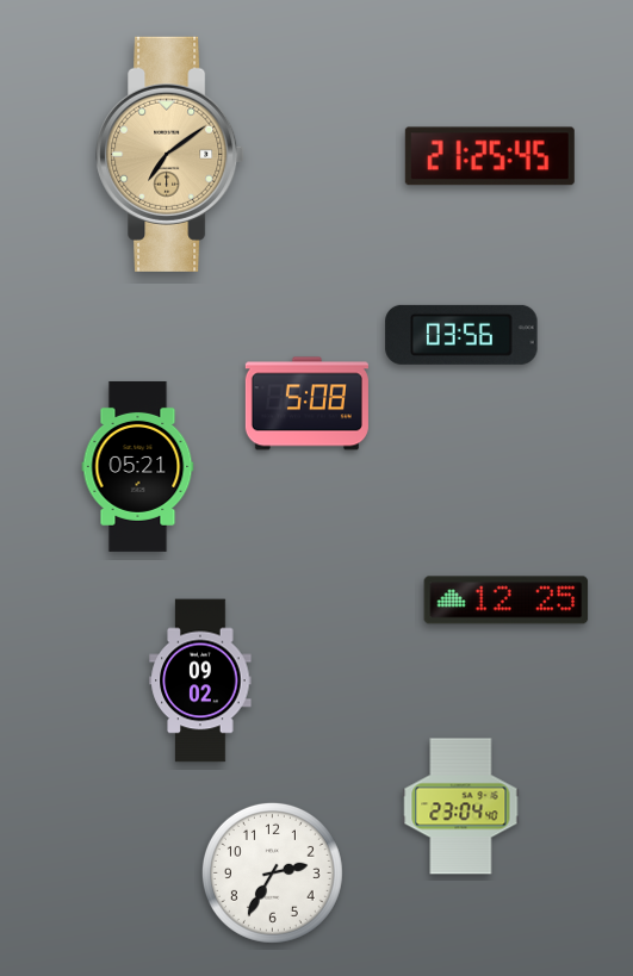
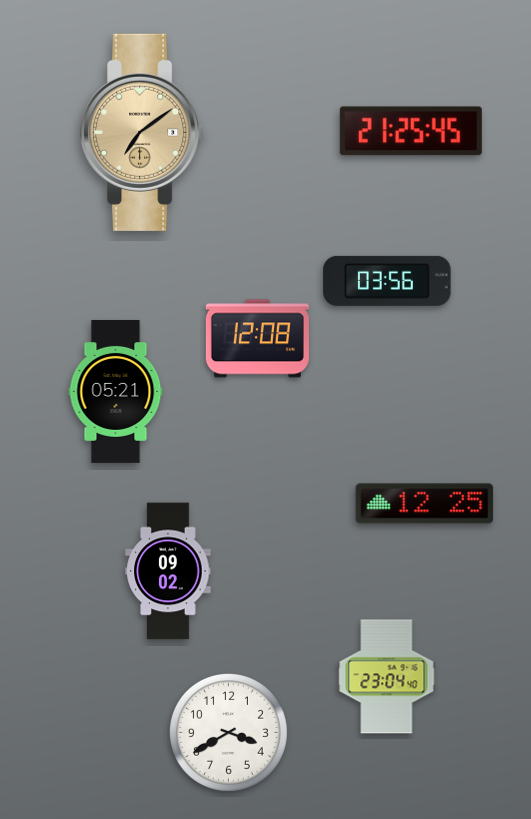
clock at (170, 154) position: (170, 154) -> (143, 132)
clock at (306, 404): 5:08 -> 12:08
clock at (272, 872): 2:35 -> 3:40
